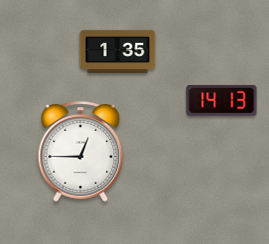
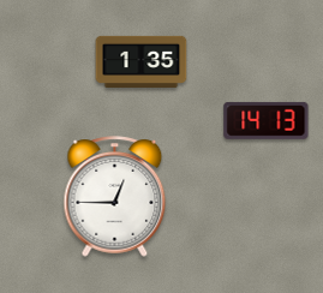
clock at (81, 152) position: (81, 152) -> (115, 197)
